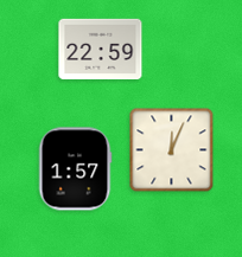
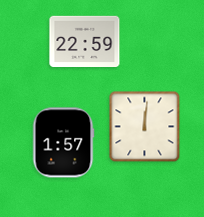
clock at (172, 150): 12:04 -> 12:01
